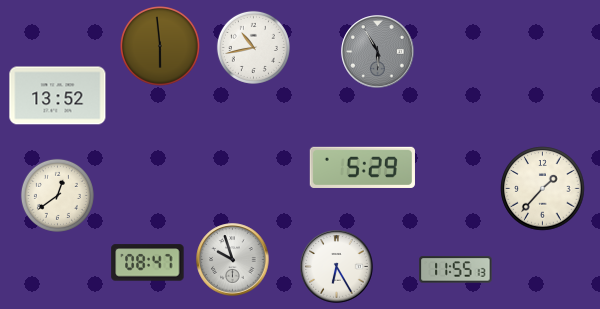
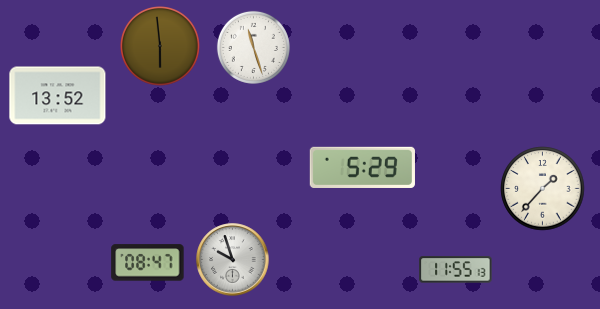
clock at (253, 47): 10:43 -> 11:27
clock at (378, 52): 5:55 -> none
clock at (57, 195): 12:39 -> none
clock at (337, 267): 6:25 -> none
